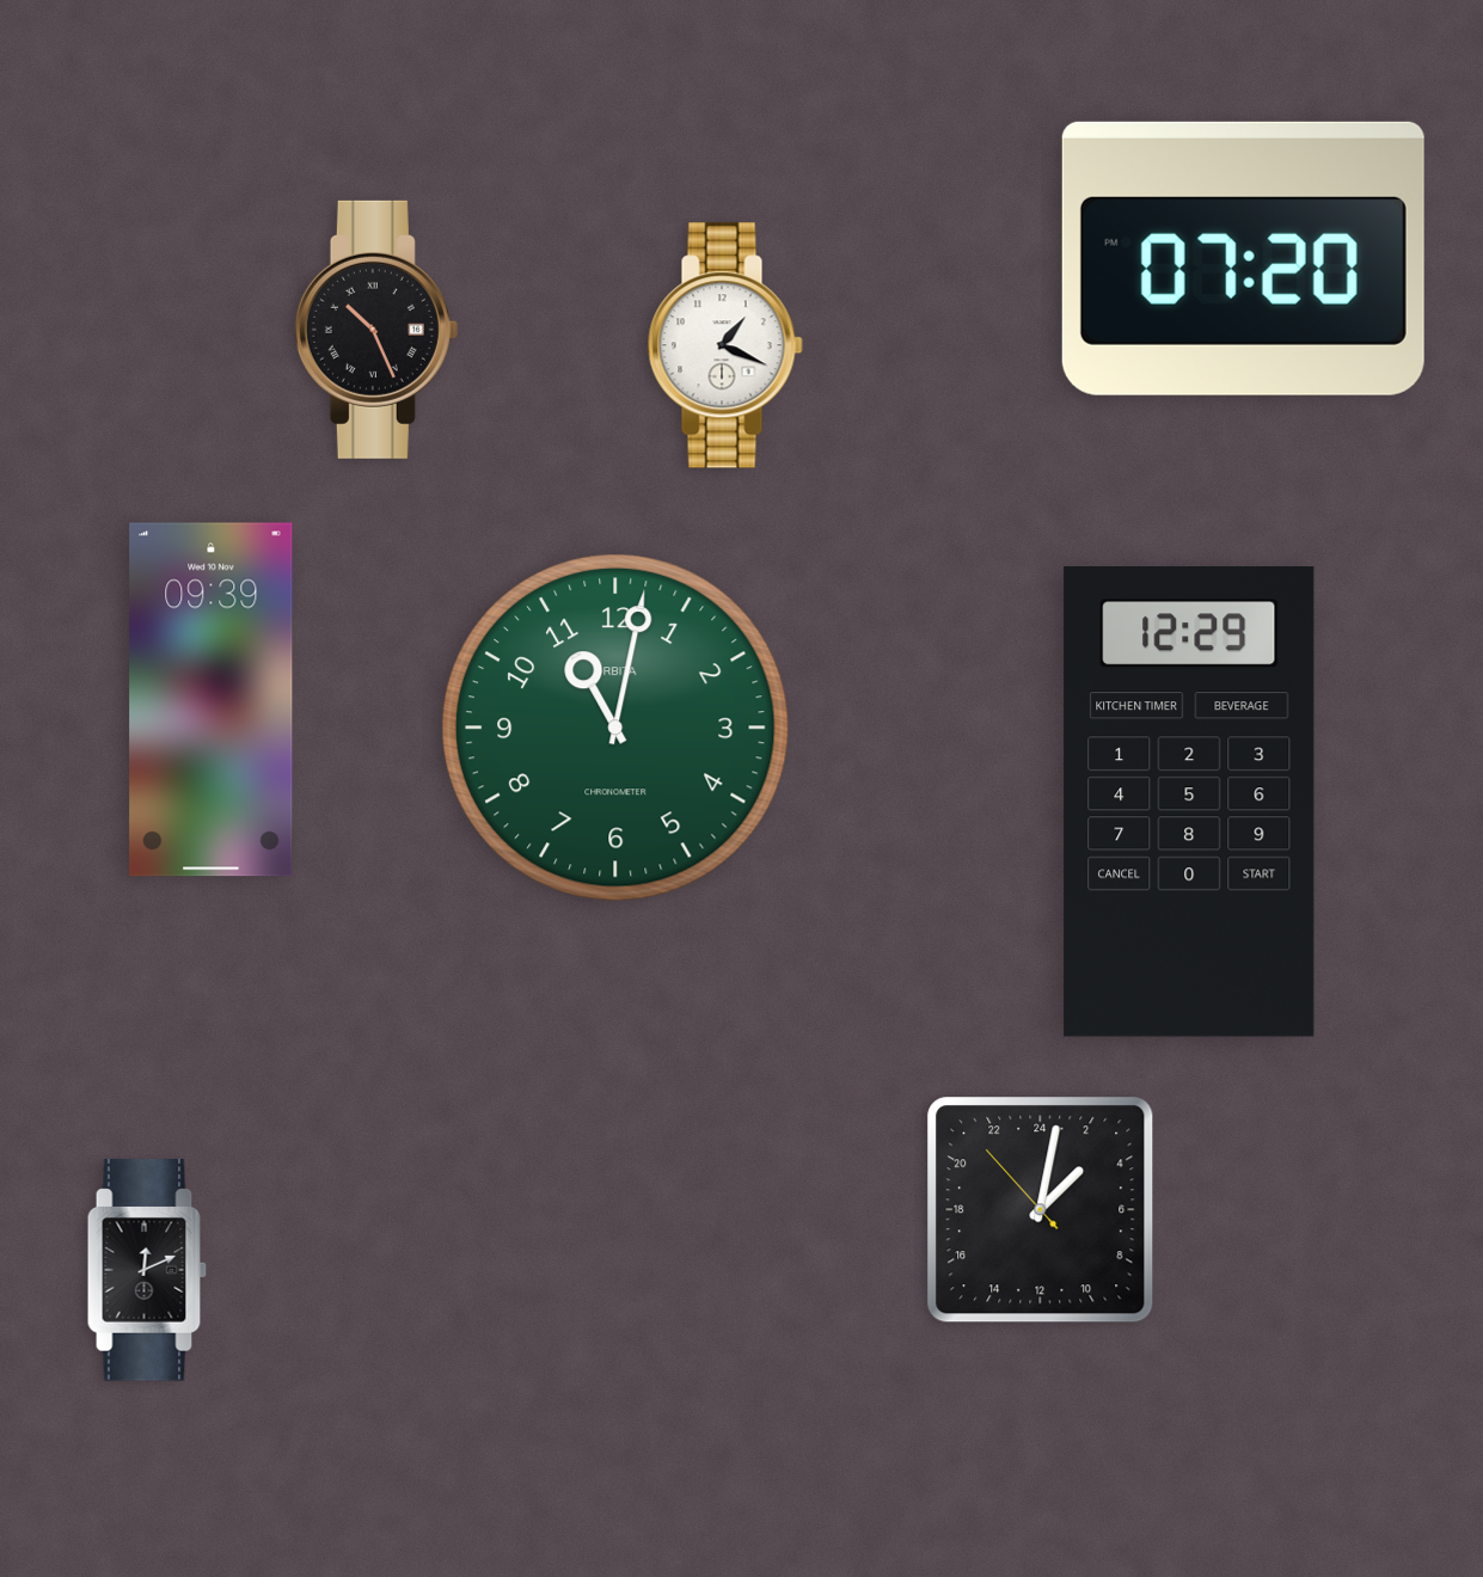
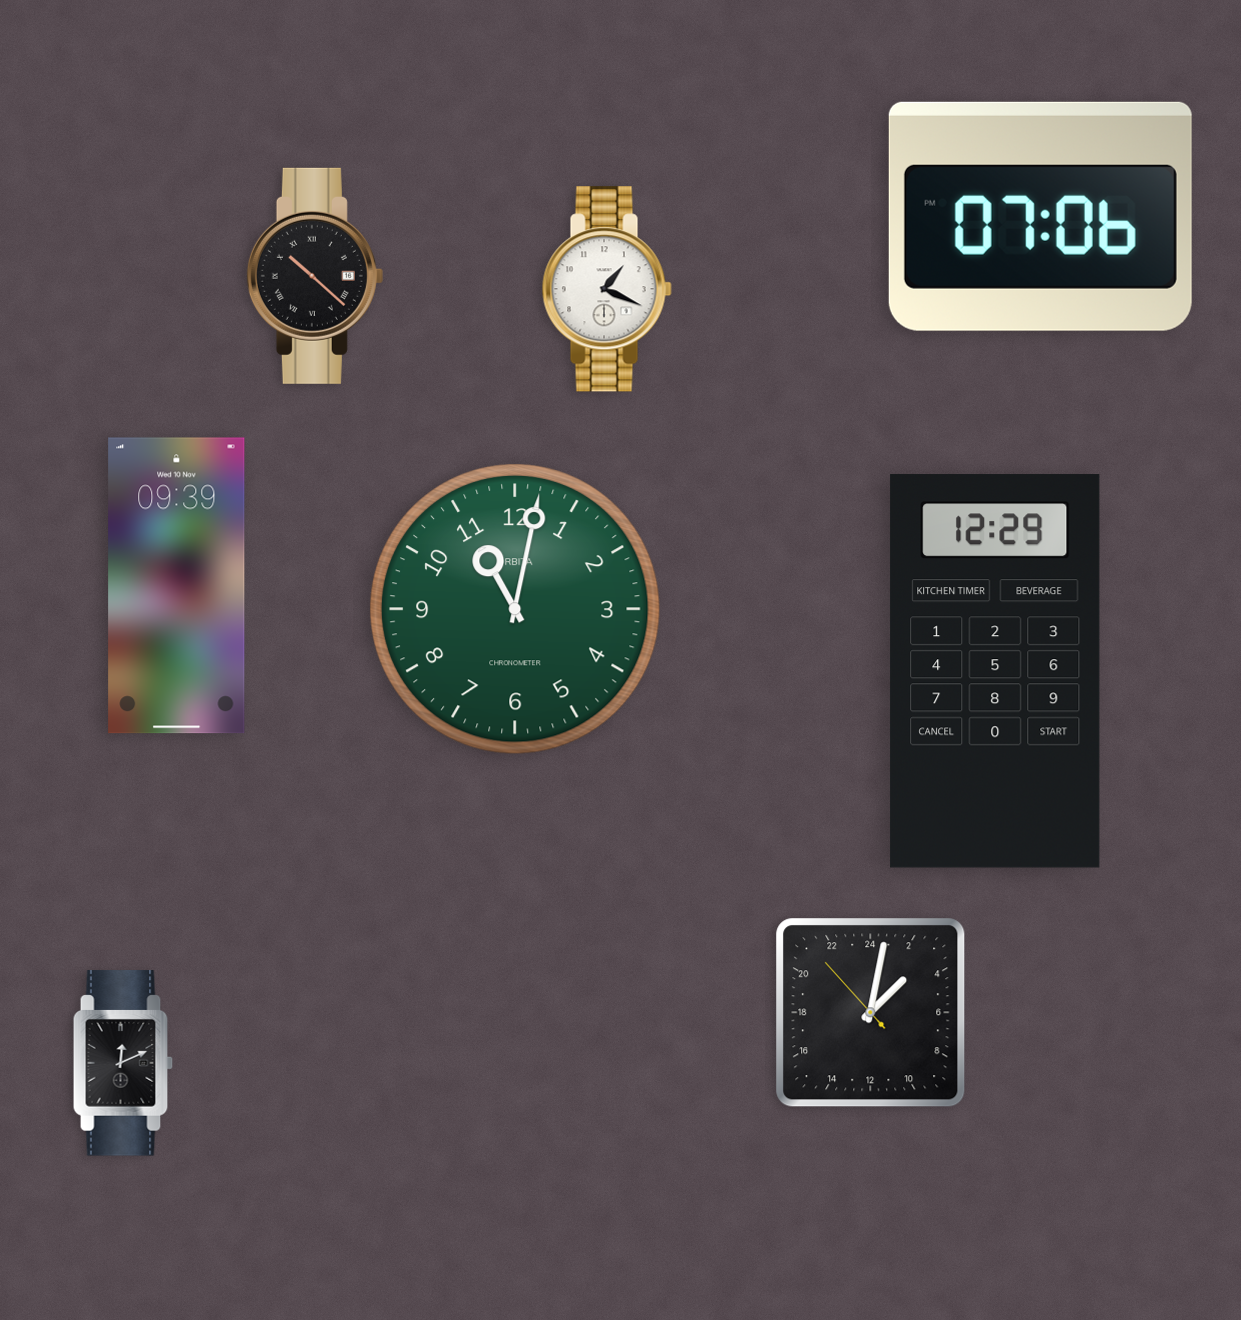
clock at (1243, 258): 07:20 -> 07:06
clock at (376, 330): 10:26 -> 10:22
